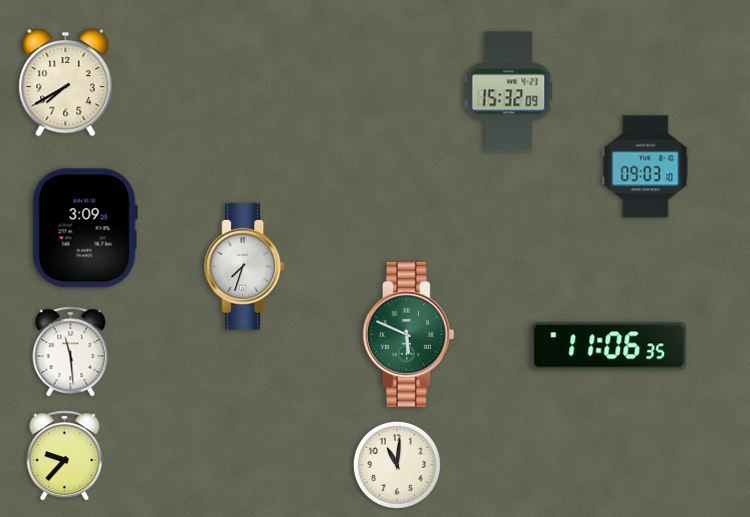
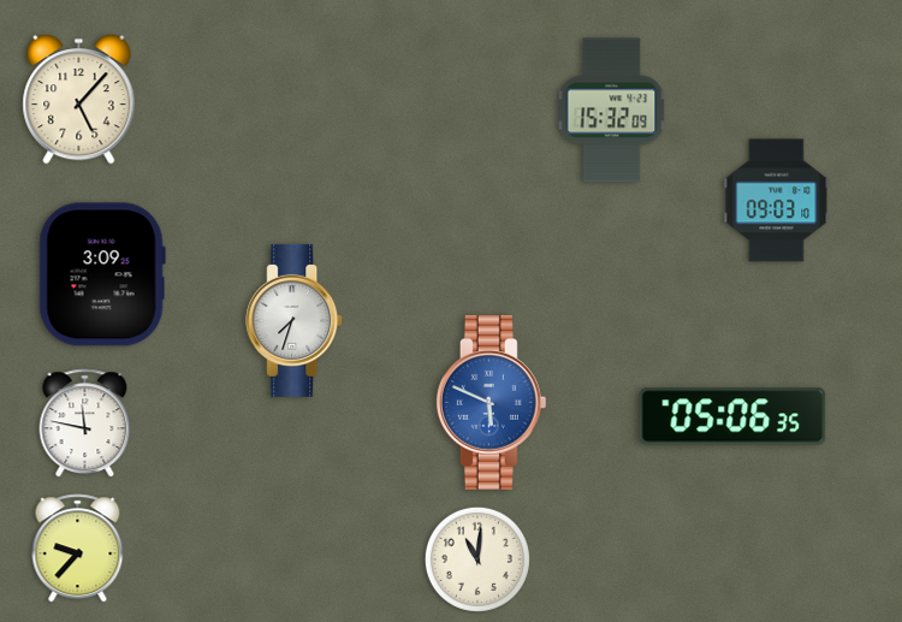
clock at (66, 82): 7:40 -> 5:07
clock at (408, 335) dial: green -> blue
clock at (609, 346): 11:06 -> 05:06
clock at (71, 352): 11:29 -> 11:47
